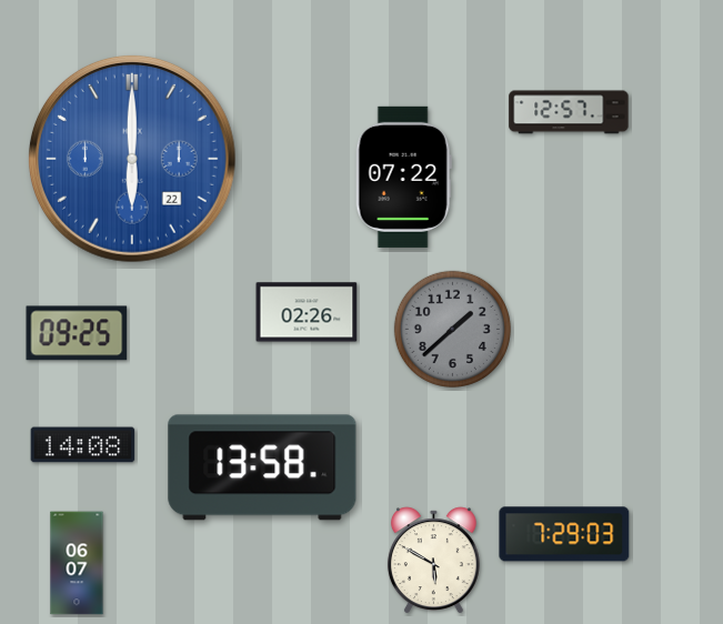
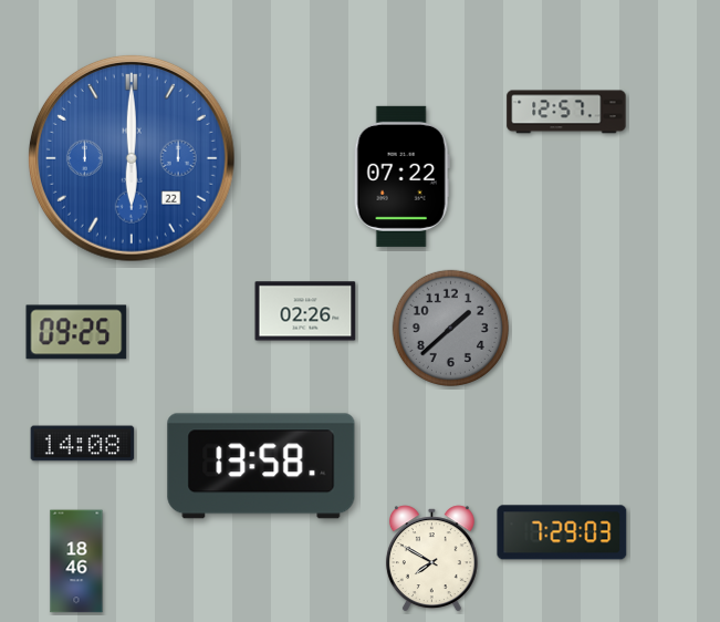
clock at (433, 561): 5:50 -> 7:50
clock at (77, 563): 06:07 -> 18:46
